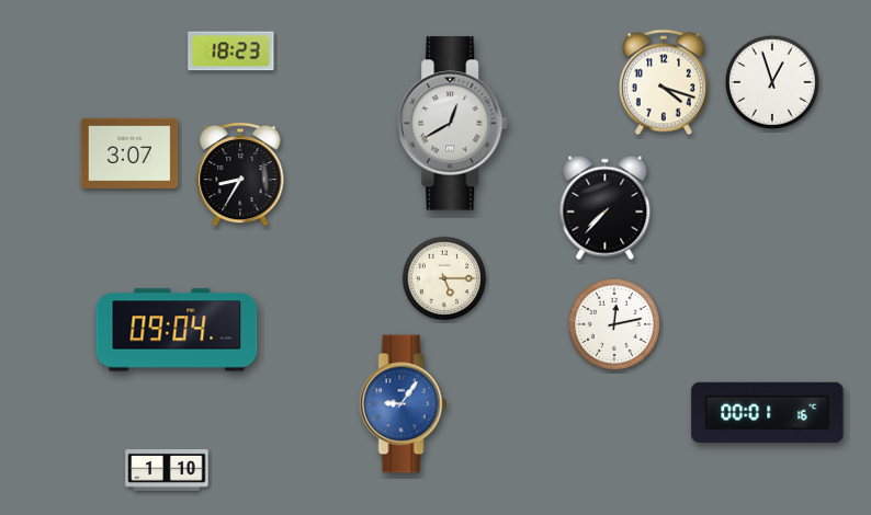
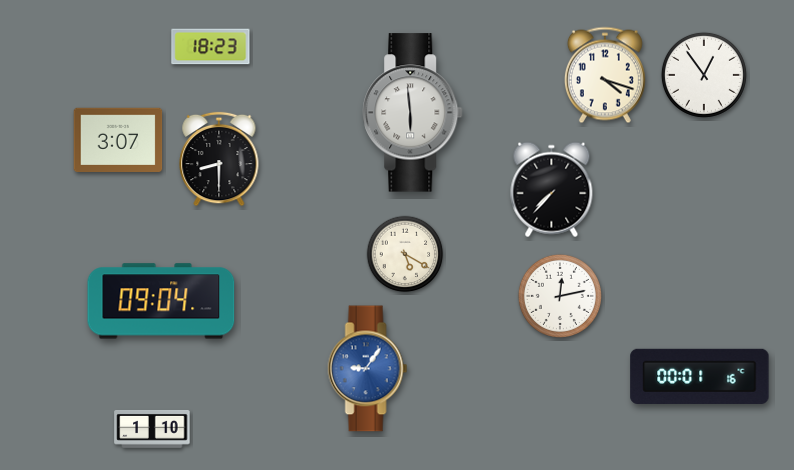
clock at (772, 82): 12:57 -> 12:54
clock at (453, 124): 12:40 -> 5:59
clock at (240, 174): 8:35 -> 8:30
clock at (444, 278): 5:15 -> 5:20
